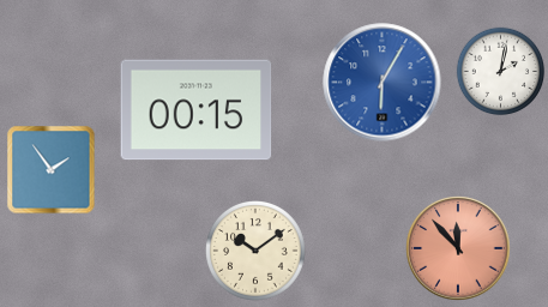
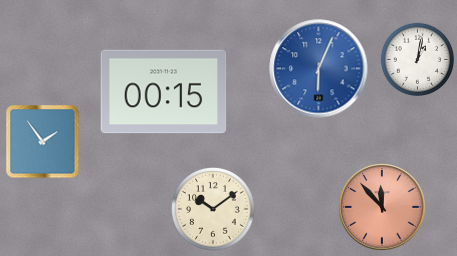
clock at (501, 72): 2:02 -> 1:02
clock at (383, 83): 6:05 -> 6:04
